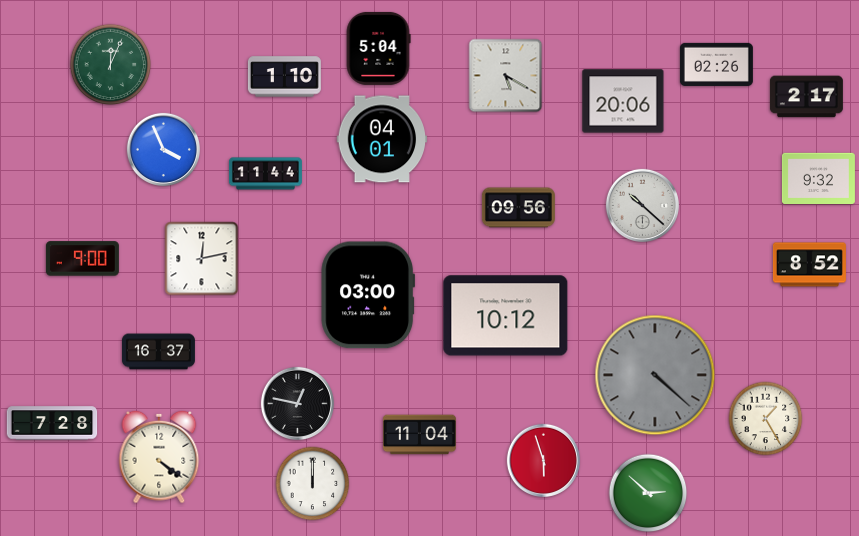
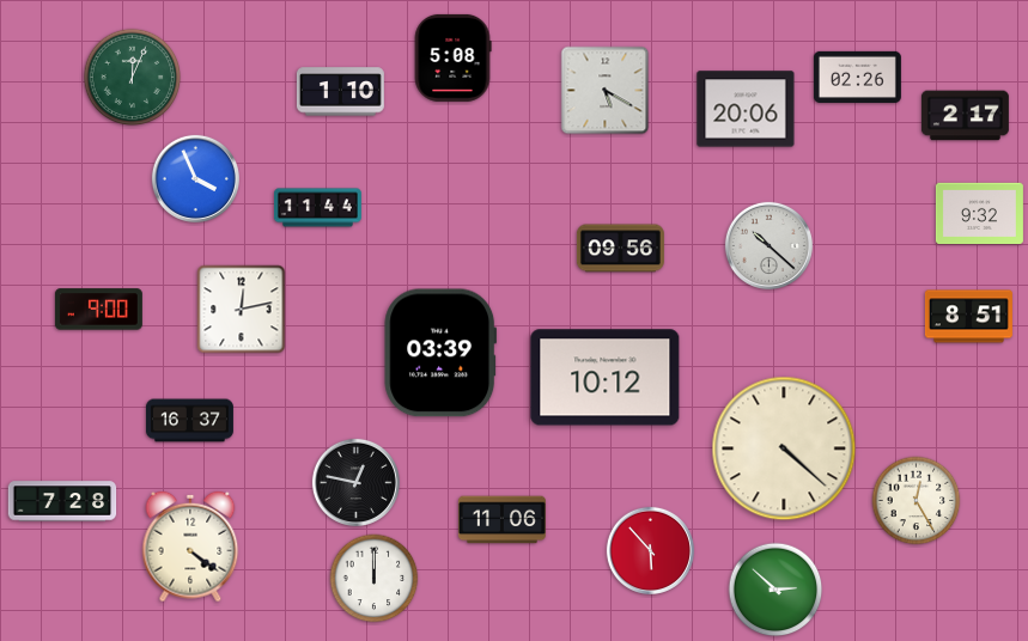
clock at (378, 48): 5:04 -> 5:08
clock at (623, 101) position: (623, 101) -> (746, 109)
clock at (382, 139): 04:01 -> none
clock at (809, 265): 8:52 -> 8:51
clock at (368, 295): 03:00 -> 03:39
clock at (655, 375) dial: grey -> cream
clock at (766, 419): 1:25 -> 12:25
clock at (52, 423) position: (52, 423) -> (62, 501)
clock at (419, 435): 11:04 -> 11:06
clock at (543, 460): 5:57 -> 5:53
